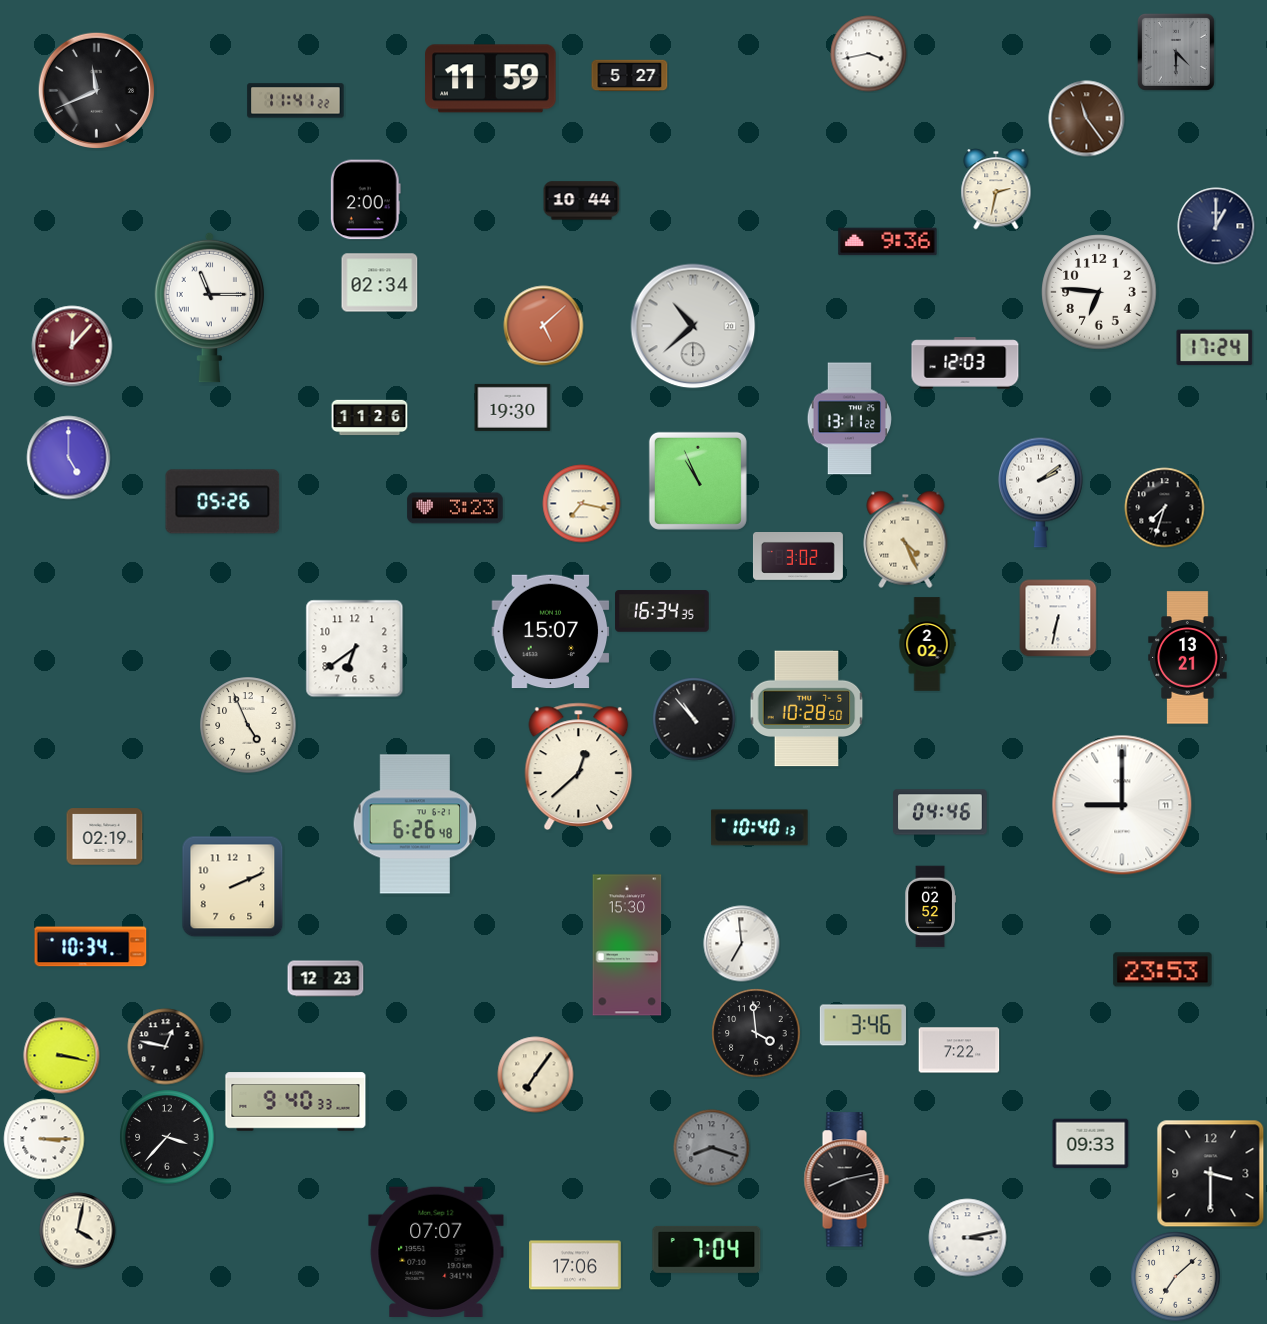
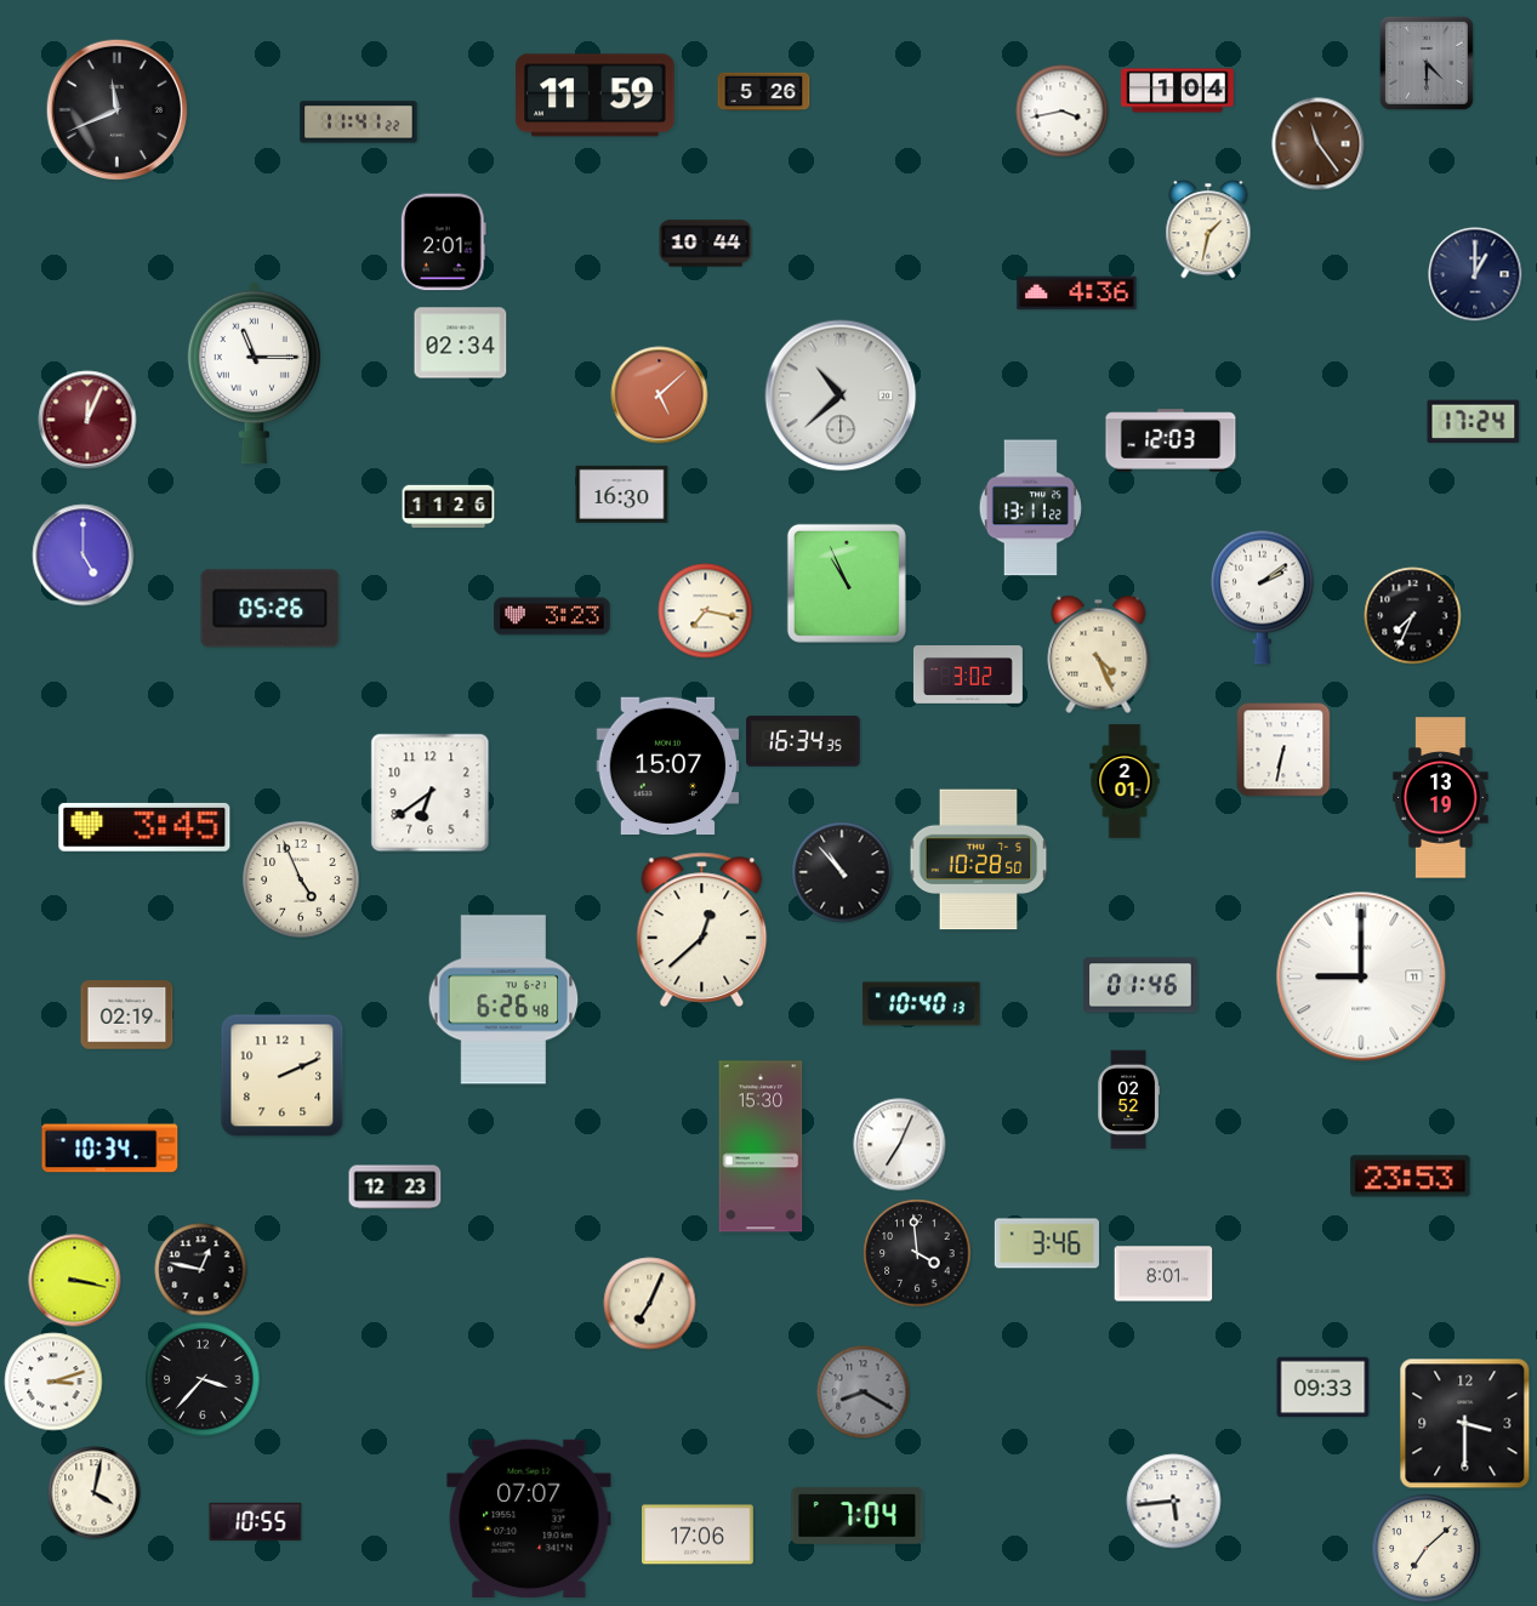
clock at (869, 54) position: (869, 54) -> (1063, 112)
clock at (1178, 91): none -> 1:04
clock at (630, 76): 5:27 -> 5:26
clock at (996, 189): 2:32 -> 1:32
clock at (365, 200): 2:00 -> 2:01
clock at (888, 242): 9:36 -> 4:36
clock at (1099, 292): 6:46 -> none
clock at (72, 346): 12:07 -> 12:04
clock at (513, 407): 19:30 -> 16:30
clock at (1165, 508): 7:33 -> 7:34
clock at (927, 644): 2:02 -> 2:01
clock at (355, 649) position: (355, 649) -> (431, 793)
clock at (1188, 658): 13:21 -> 13:19
clock at (144, 827): none -> 3:45
clock at (940, 812): 04:46 -> 01:46
clock at (742, 944): 6:59 -> 7:04
clock at (959, 1050): 7:22 -> 8:01
clock at (536, 1075): 7:06 -> 7:04
clock at (296, 1102): 9:40 -> none
clock at (44, 1139): 3:15 -> 3:12
clock at (712, 1148): 8:18 -> 8:20
clock at (1211, 1174) position: (1211, 1174) -> (1465, 1424)
clock at (846, 1180): 8:13 -> none
clock at (968, 1238): 3:13 -> 5:44
clock at (256, 1521): none -> 10:55
